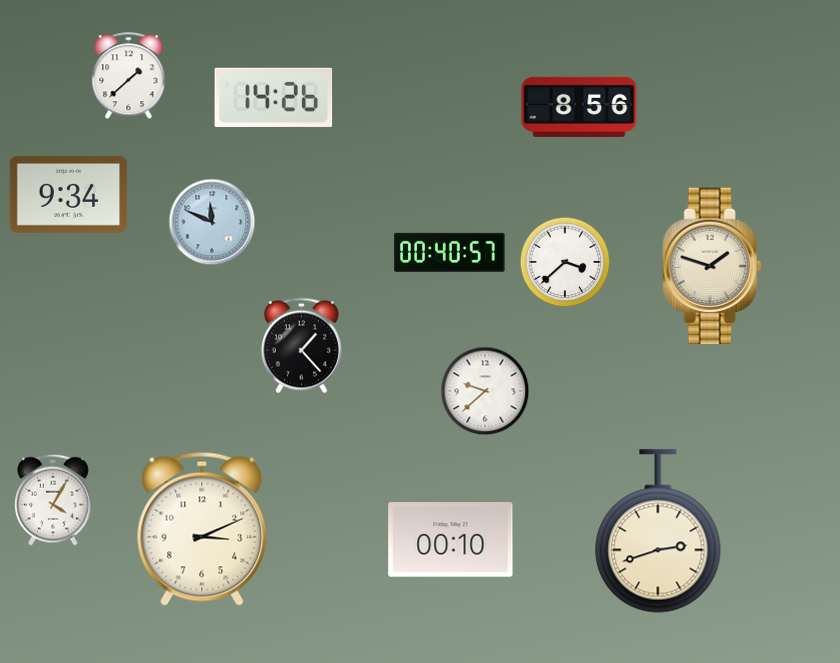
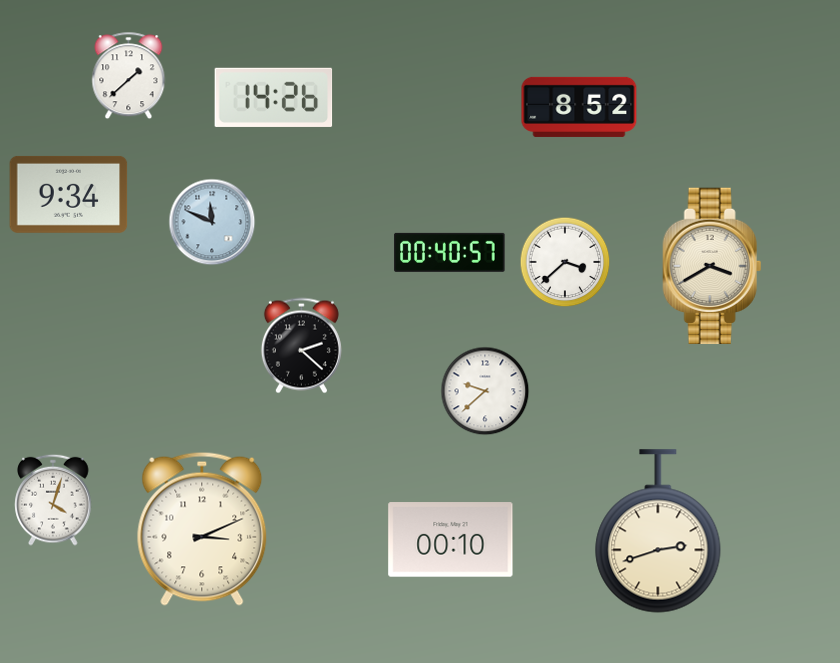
clock at (579, 107): 8:56 -> 8:52
clock at (712, 265): 1:48 -> 3:40
clock at (301, 346): 1:23 -> 2:22
clock at (53, 500): 4:05 -> 4:03
